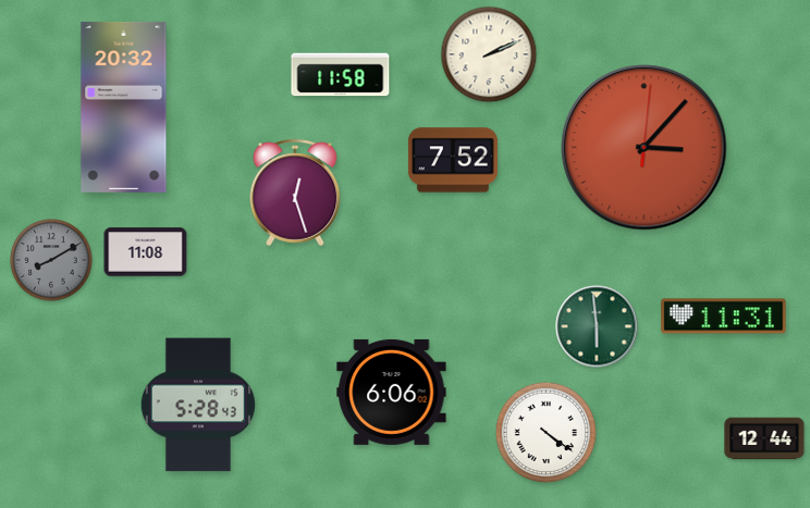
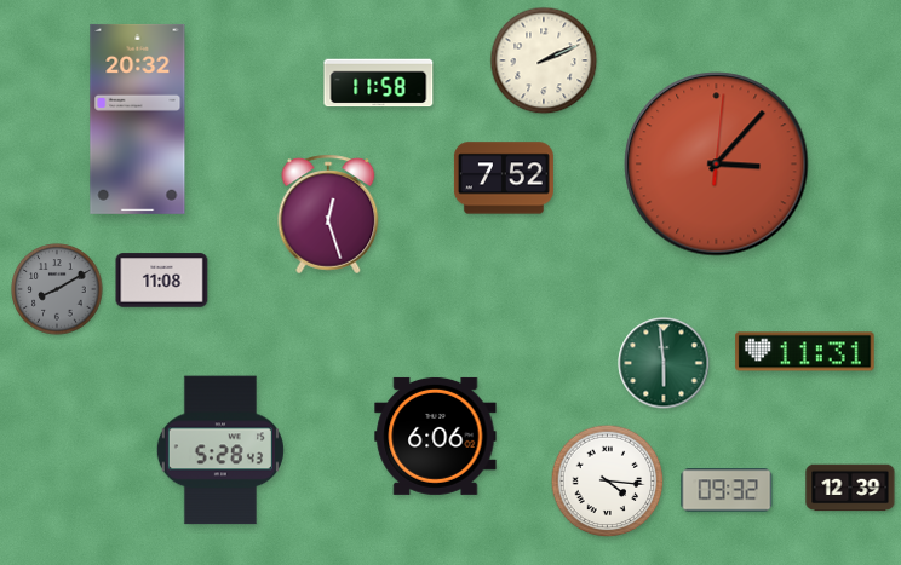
clock at (547, 433): 4:21 -> 4:16
clock at (764, 438): 12:44 -> 12:39
clock at (727, 490): none -> 09:32
